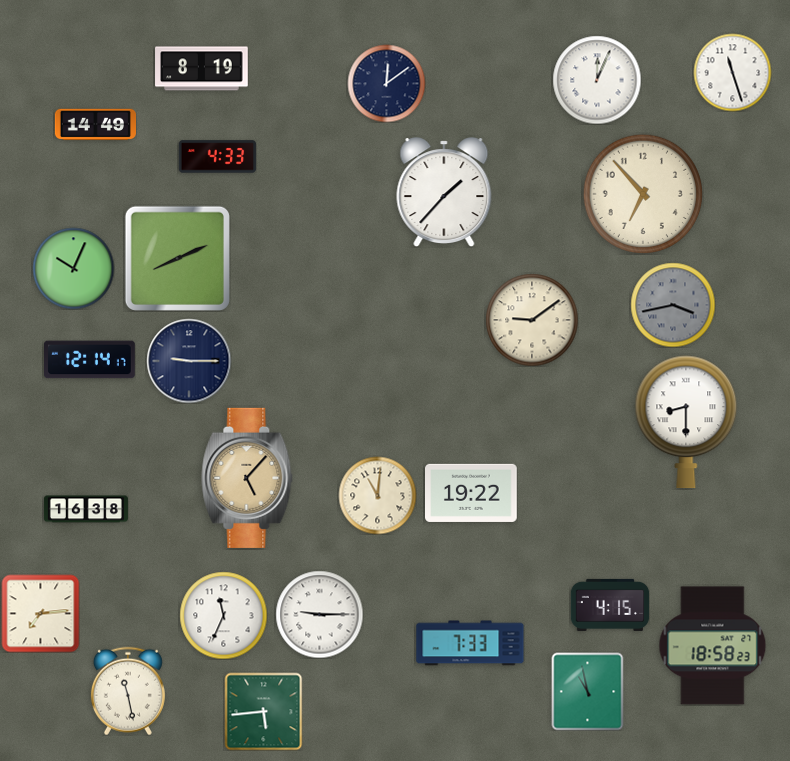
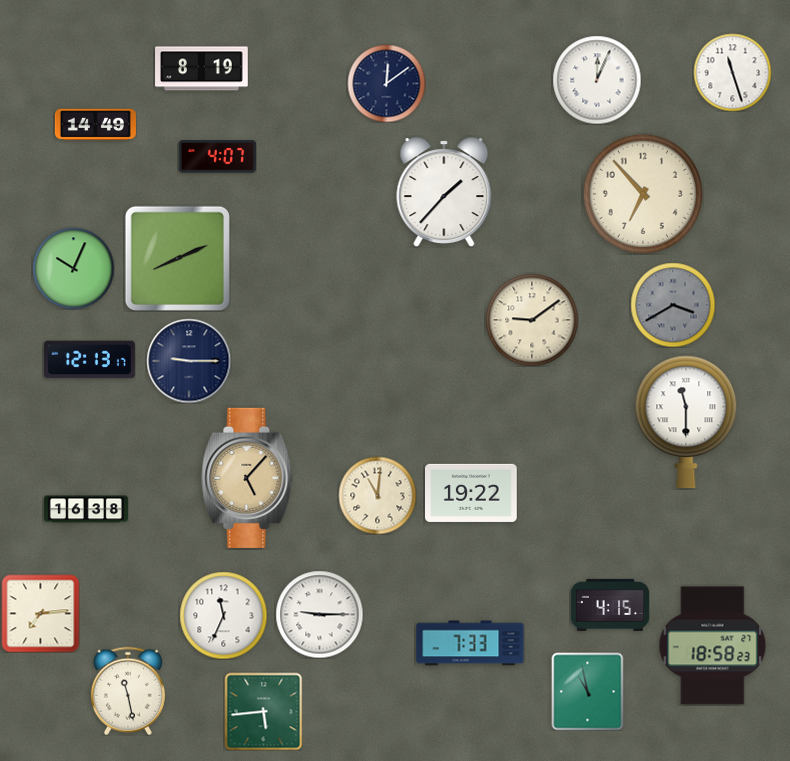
clock at (217, 157): 4:33 -> 4:07
clock at (673, 305): 3:43 -> 3:40
clock at (90, 360): 12:14 -> 12:13
clock at (686, 422): 8:30 -> 11:30
